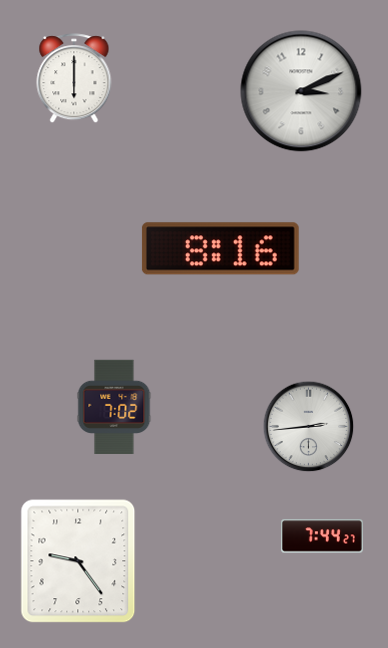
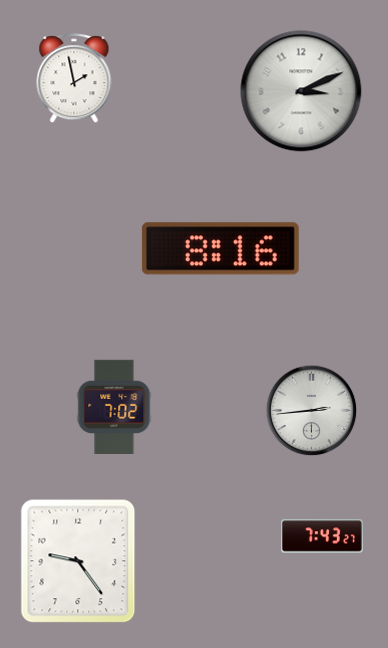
clock at (74, 79): 6:00 -> 1:58
clock at (309, 427) position: (309, 427) -> (312, 411)
clock at (322, 536): 7:44 -> 7:43
